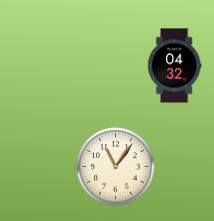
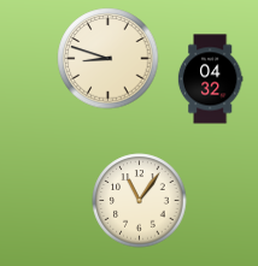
clock at (109, 59): none -> 8:48
